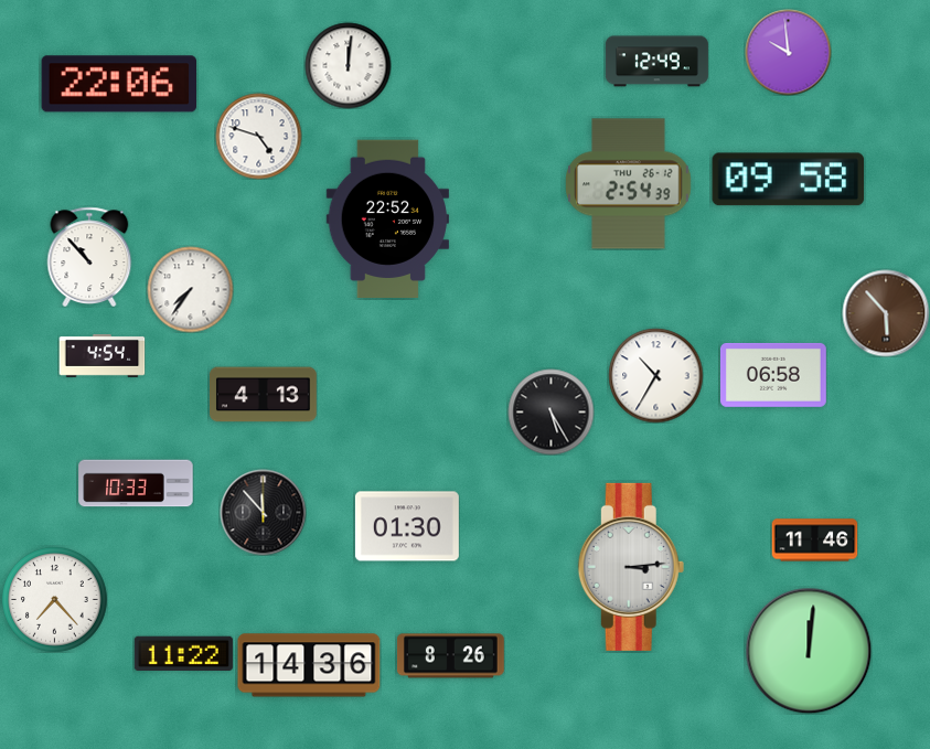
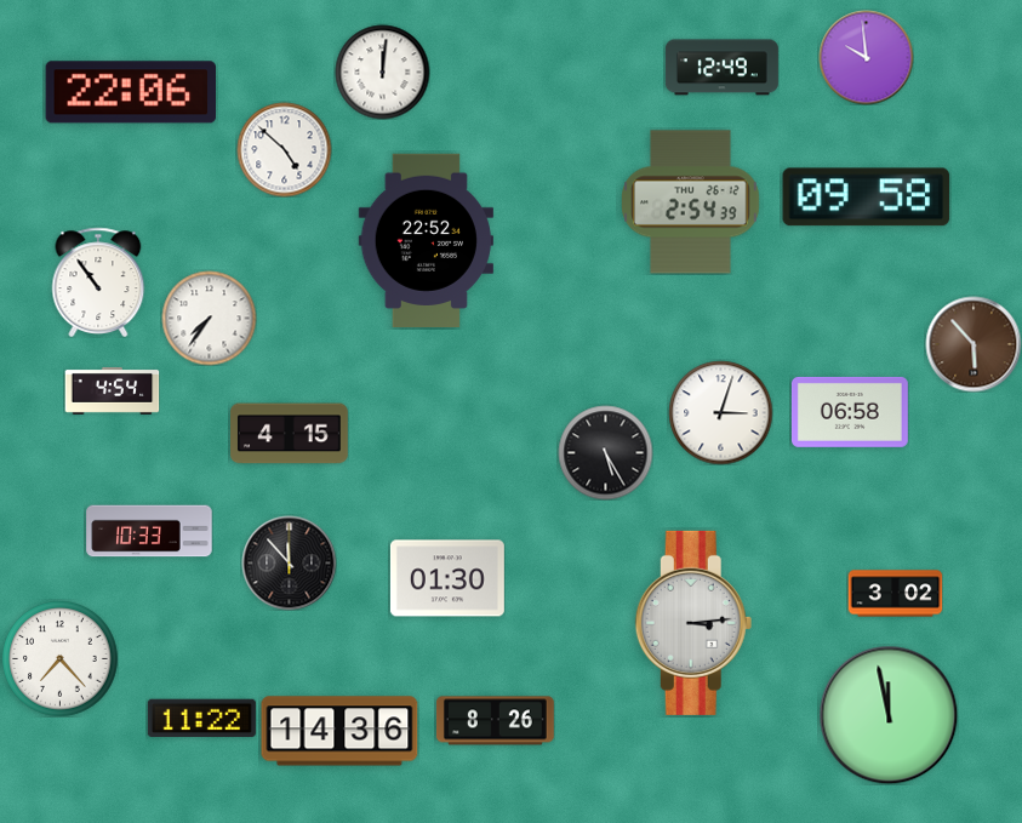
clock at (258, 136): 4:48 -> 4:52
clock at (89, 256): 10:53 -> 10:54
clock at (655, 375): 10:35 -> 3:03
clock at (264, 395): 4:13 -> 4:15
clock at (814, 541): 11:46 -> 3:02
clock at (809, 651): 12:01 -> 11:58
